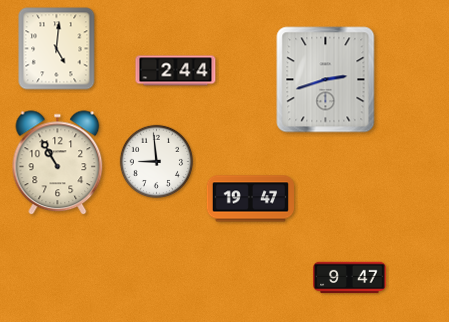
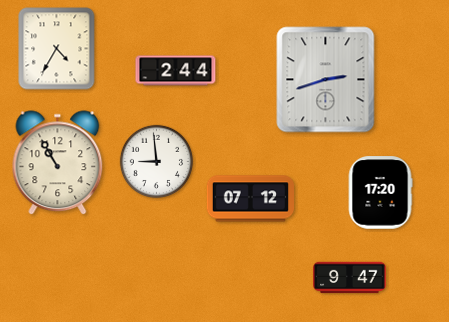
clock at (57, 49): 5:01 -> 4:35
clock at (380, 193): none -> 17:20
clock at (251, 199): 19:47 -> 07:12
